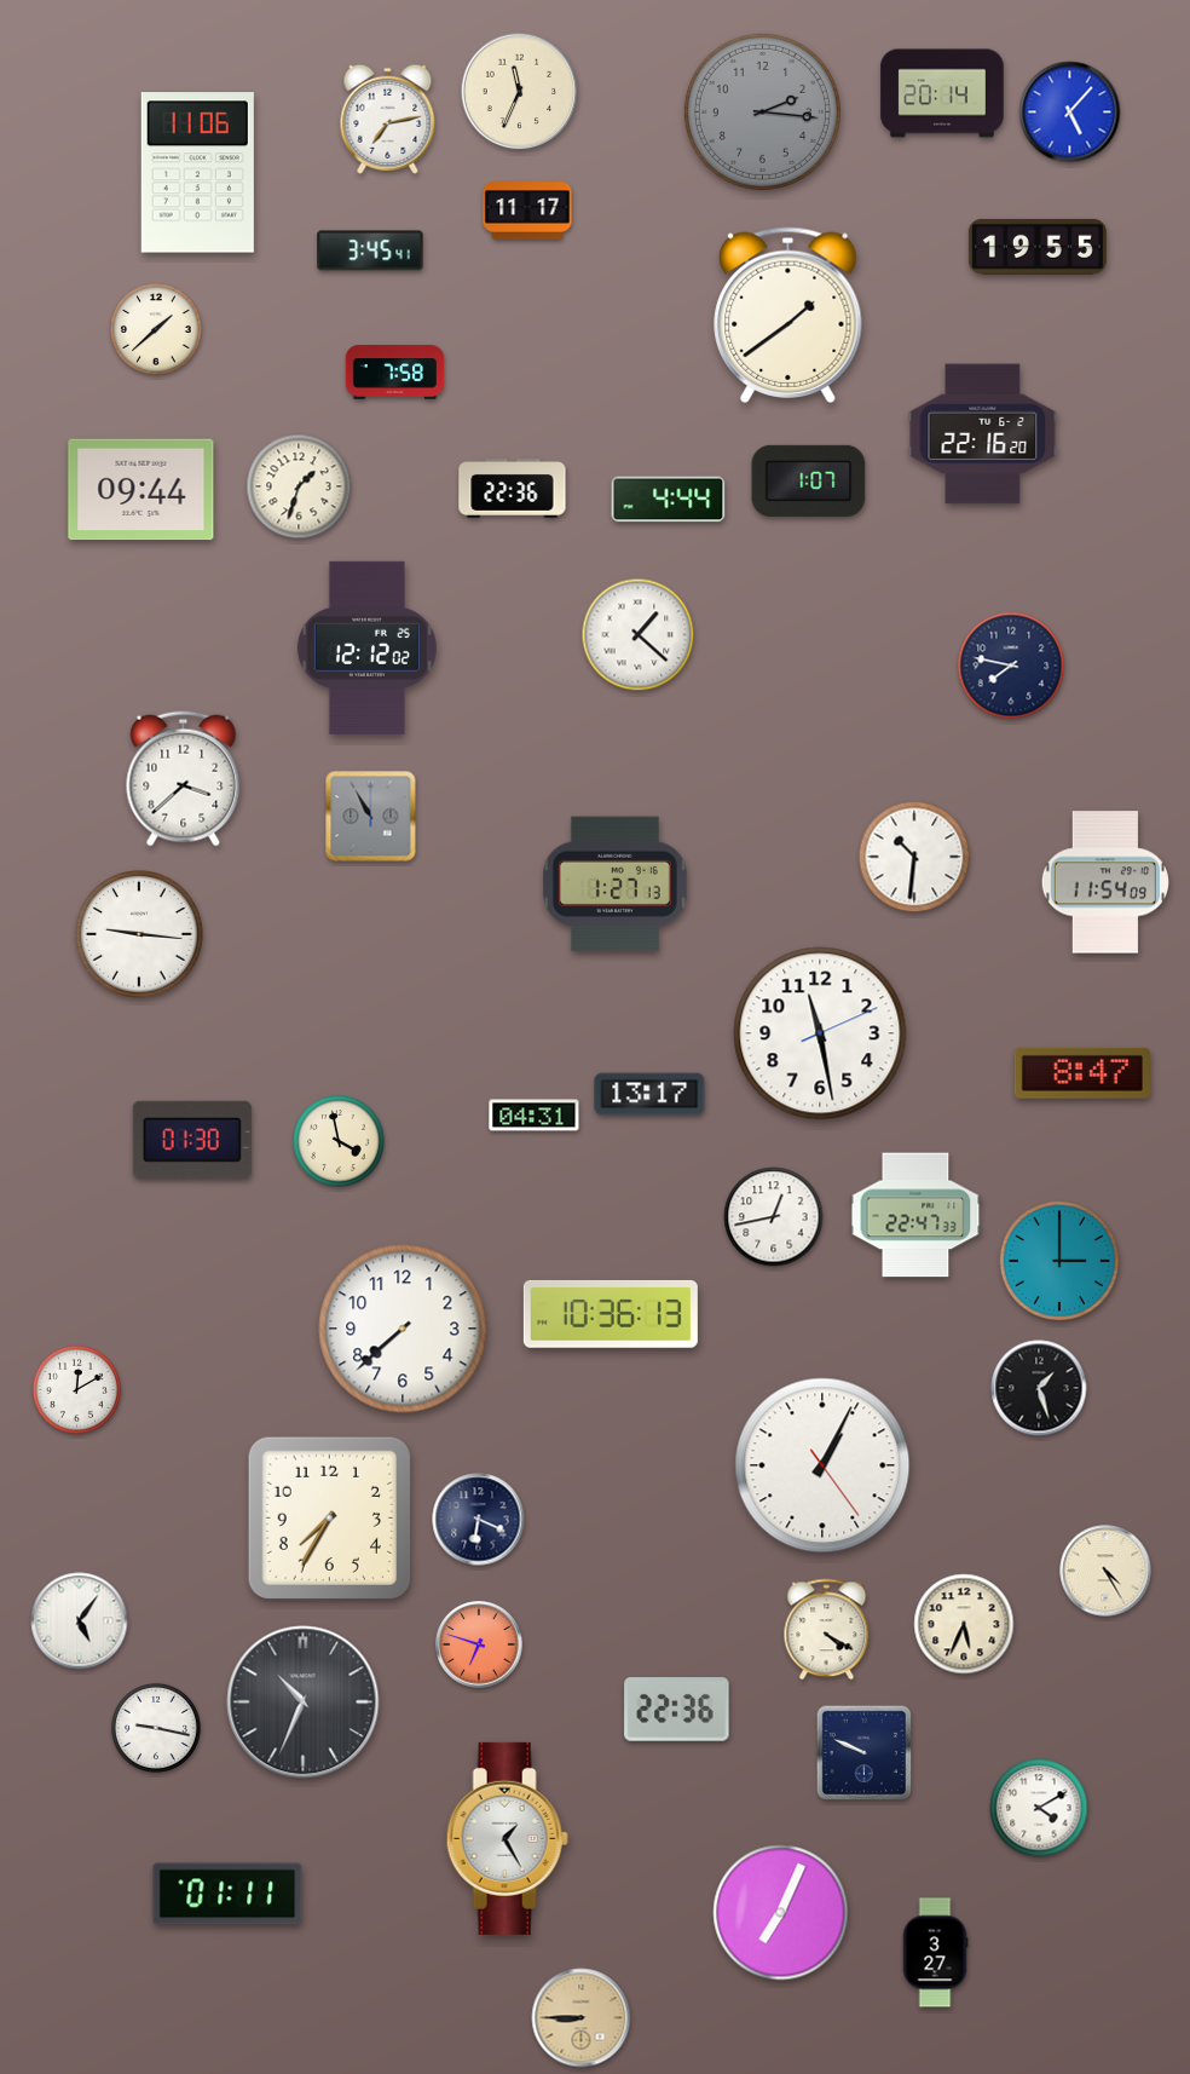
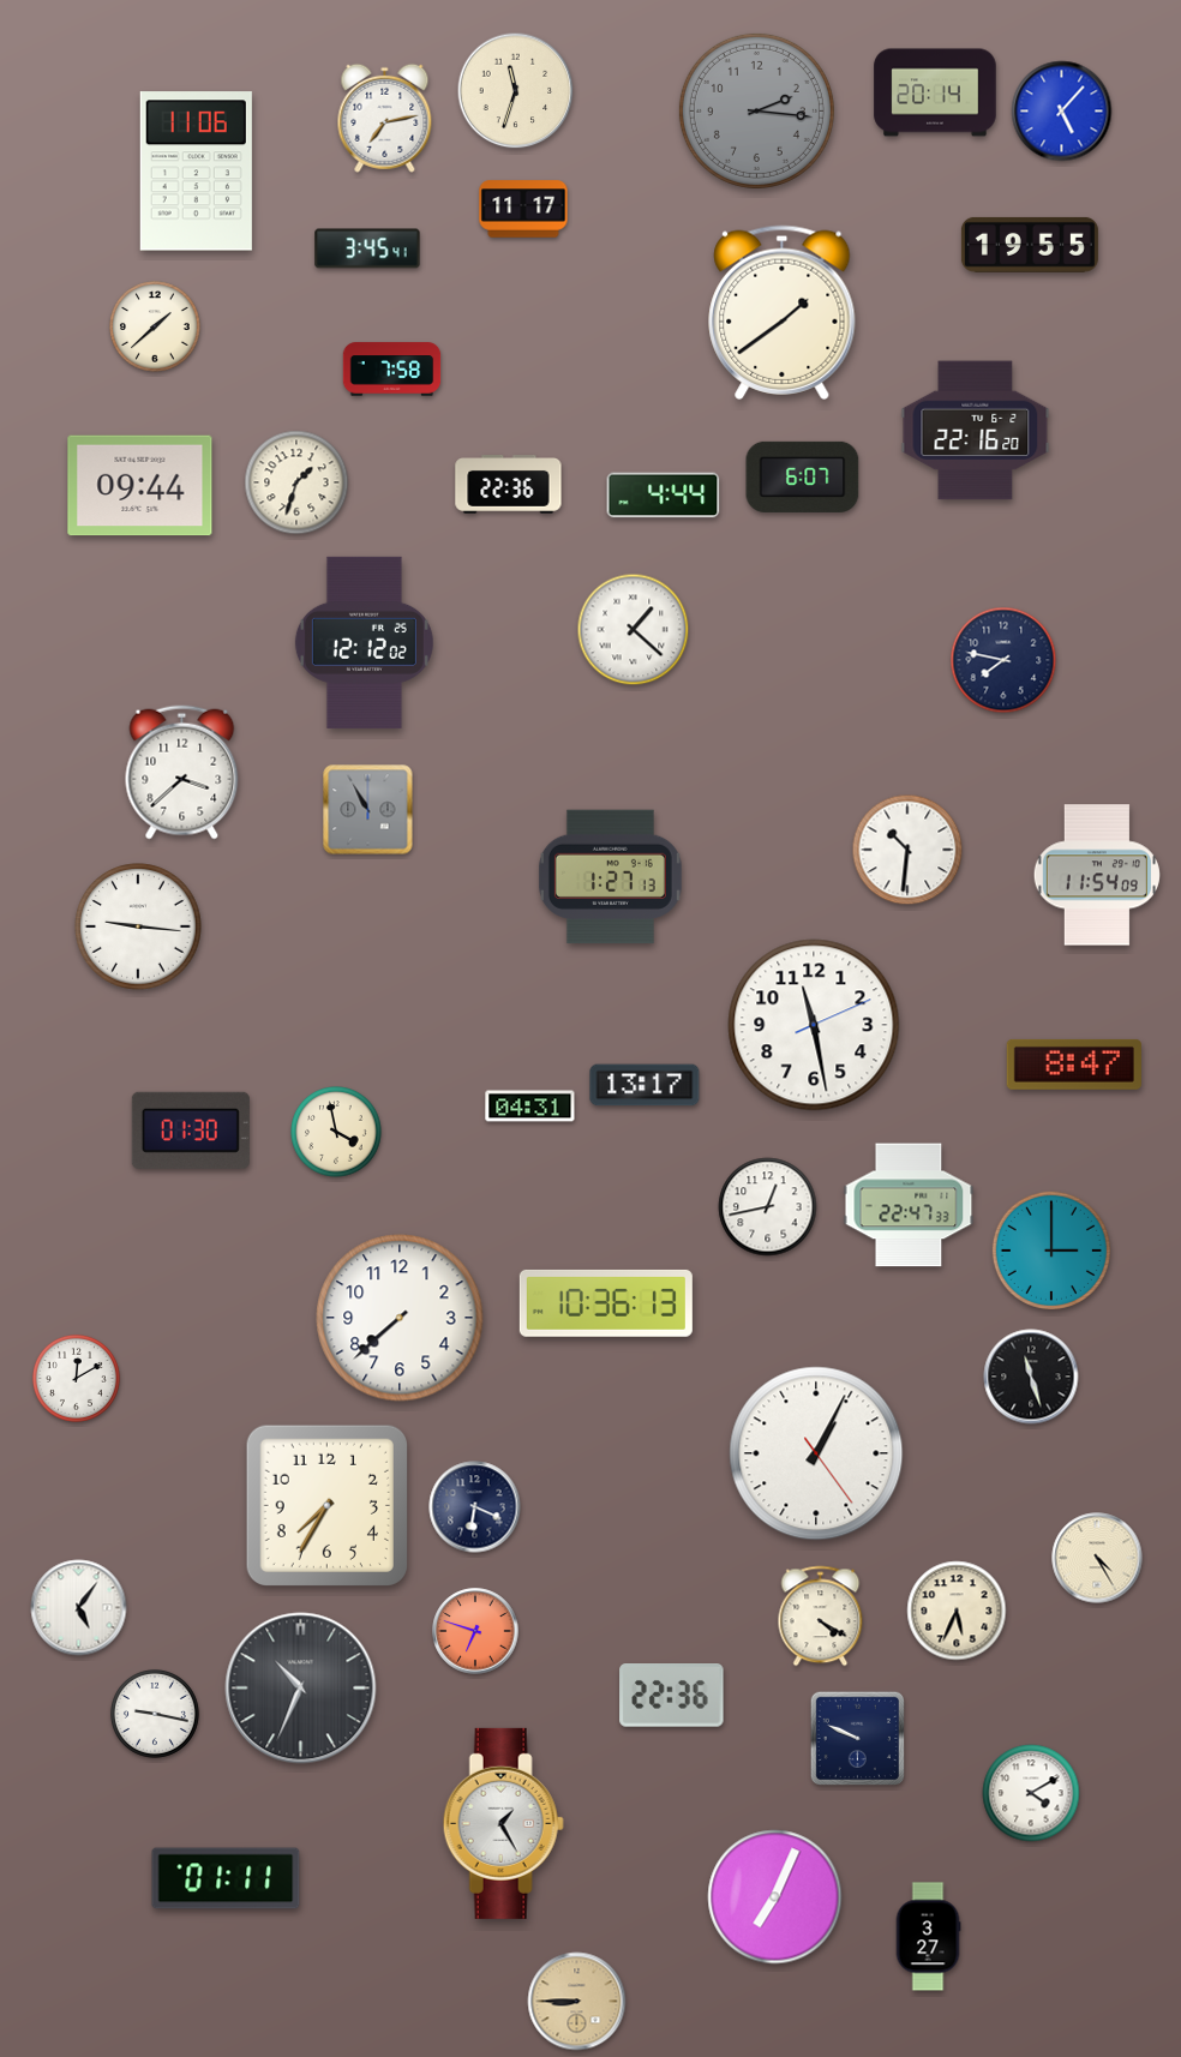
clock at (520, 92): 11:34 -> 11:33
clock at (809, 480): 1:07 -> 6:07
clock at (1039, 1388): 1:27 -> 11:27
